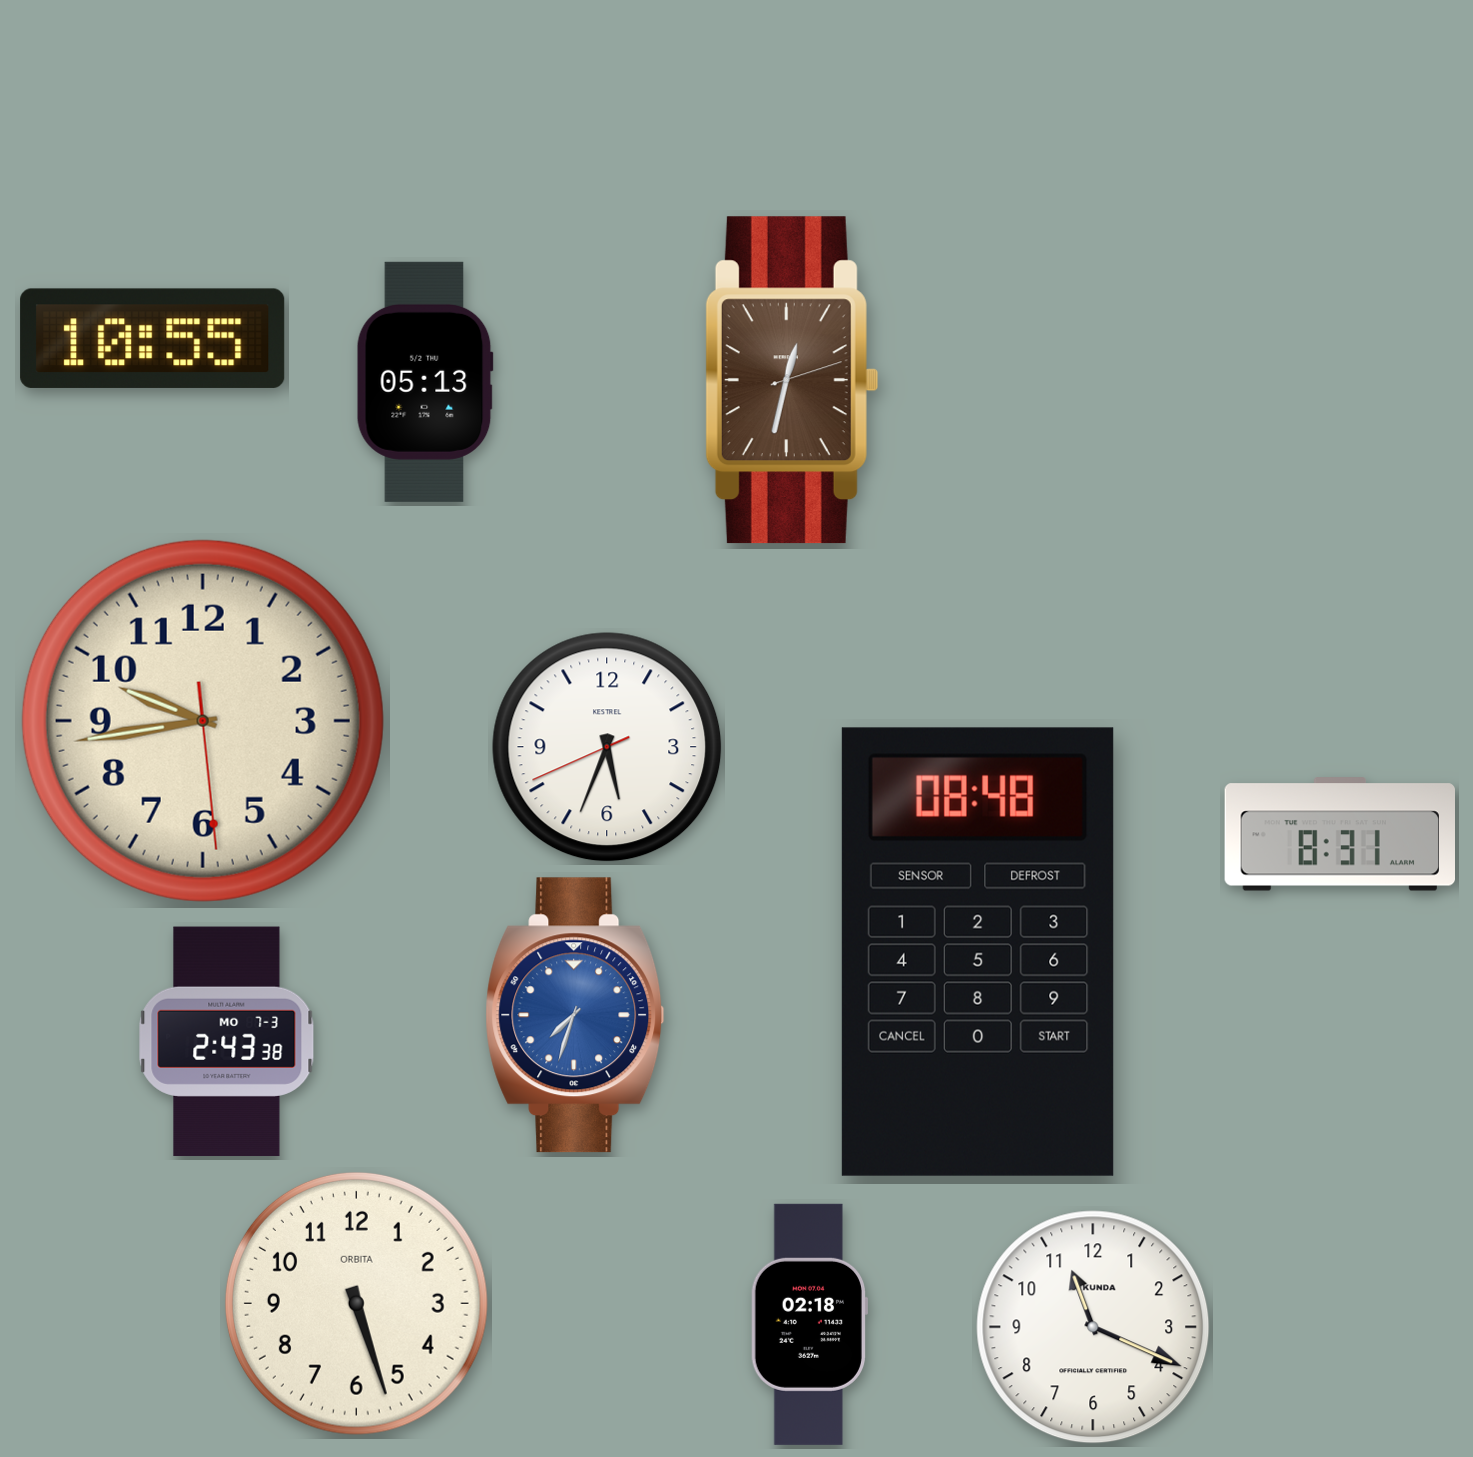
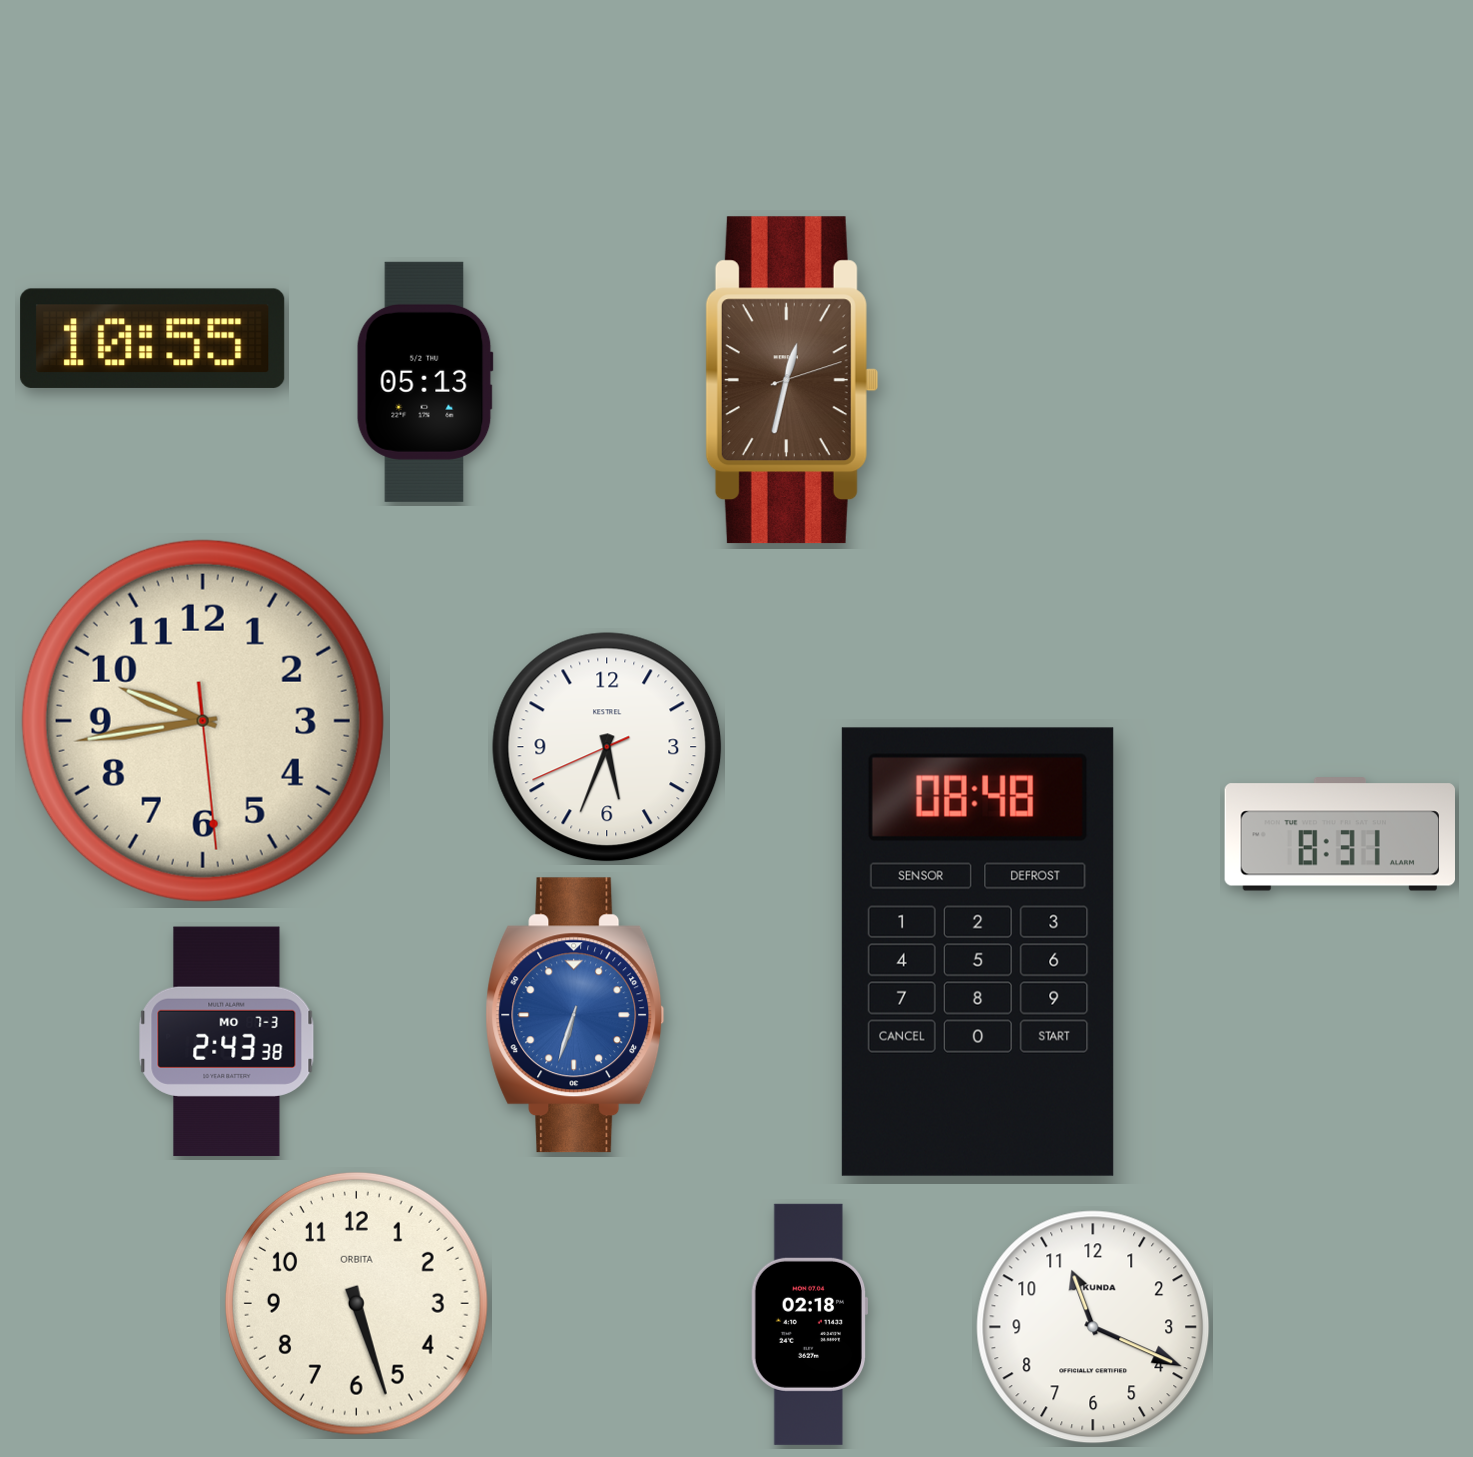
clock at (575, 1015): 7:33 -> 6:33
